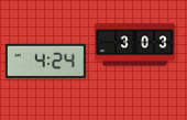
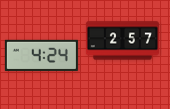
clock at (134, 45): 3:03 -> 2:57
